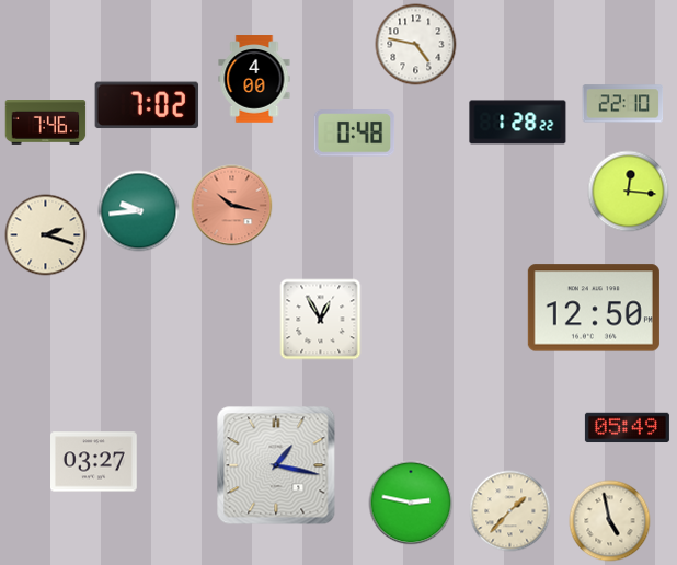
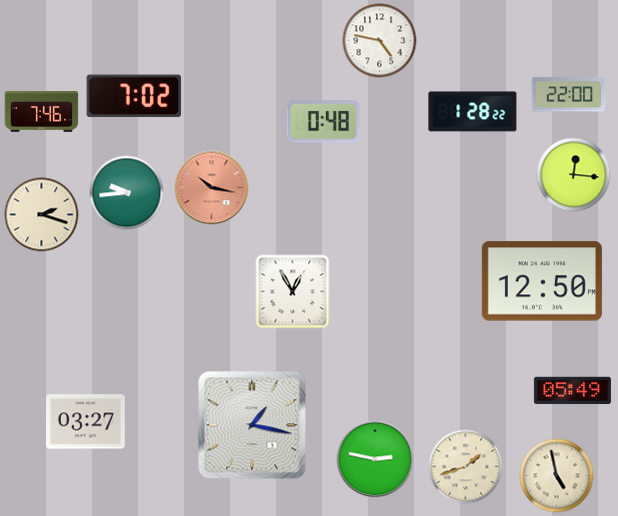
clock at (254, 79): 4:00 -> none
clock at (623, 104): 22:10 -> 22:00
clock at (510, 511): 1:37 -> 1:42
